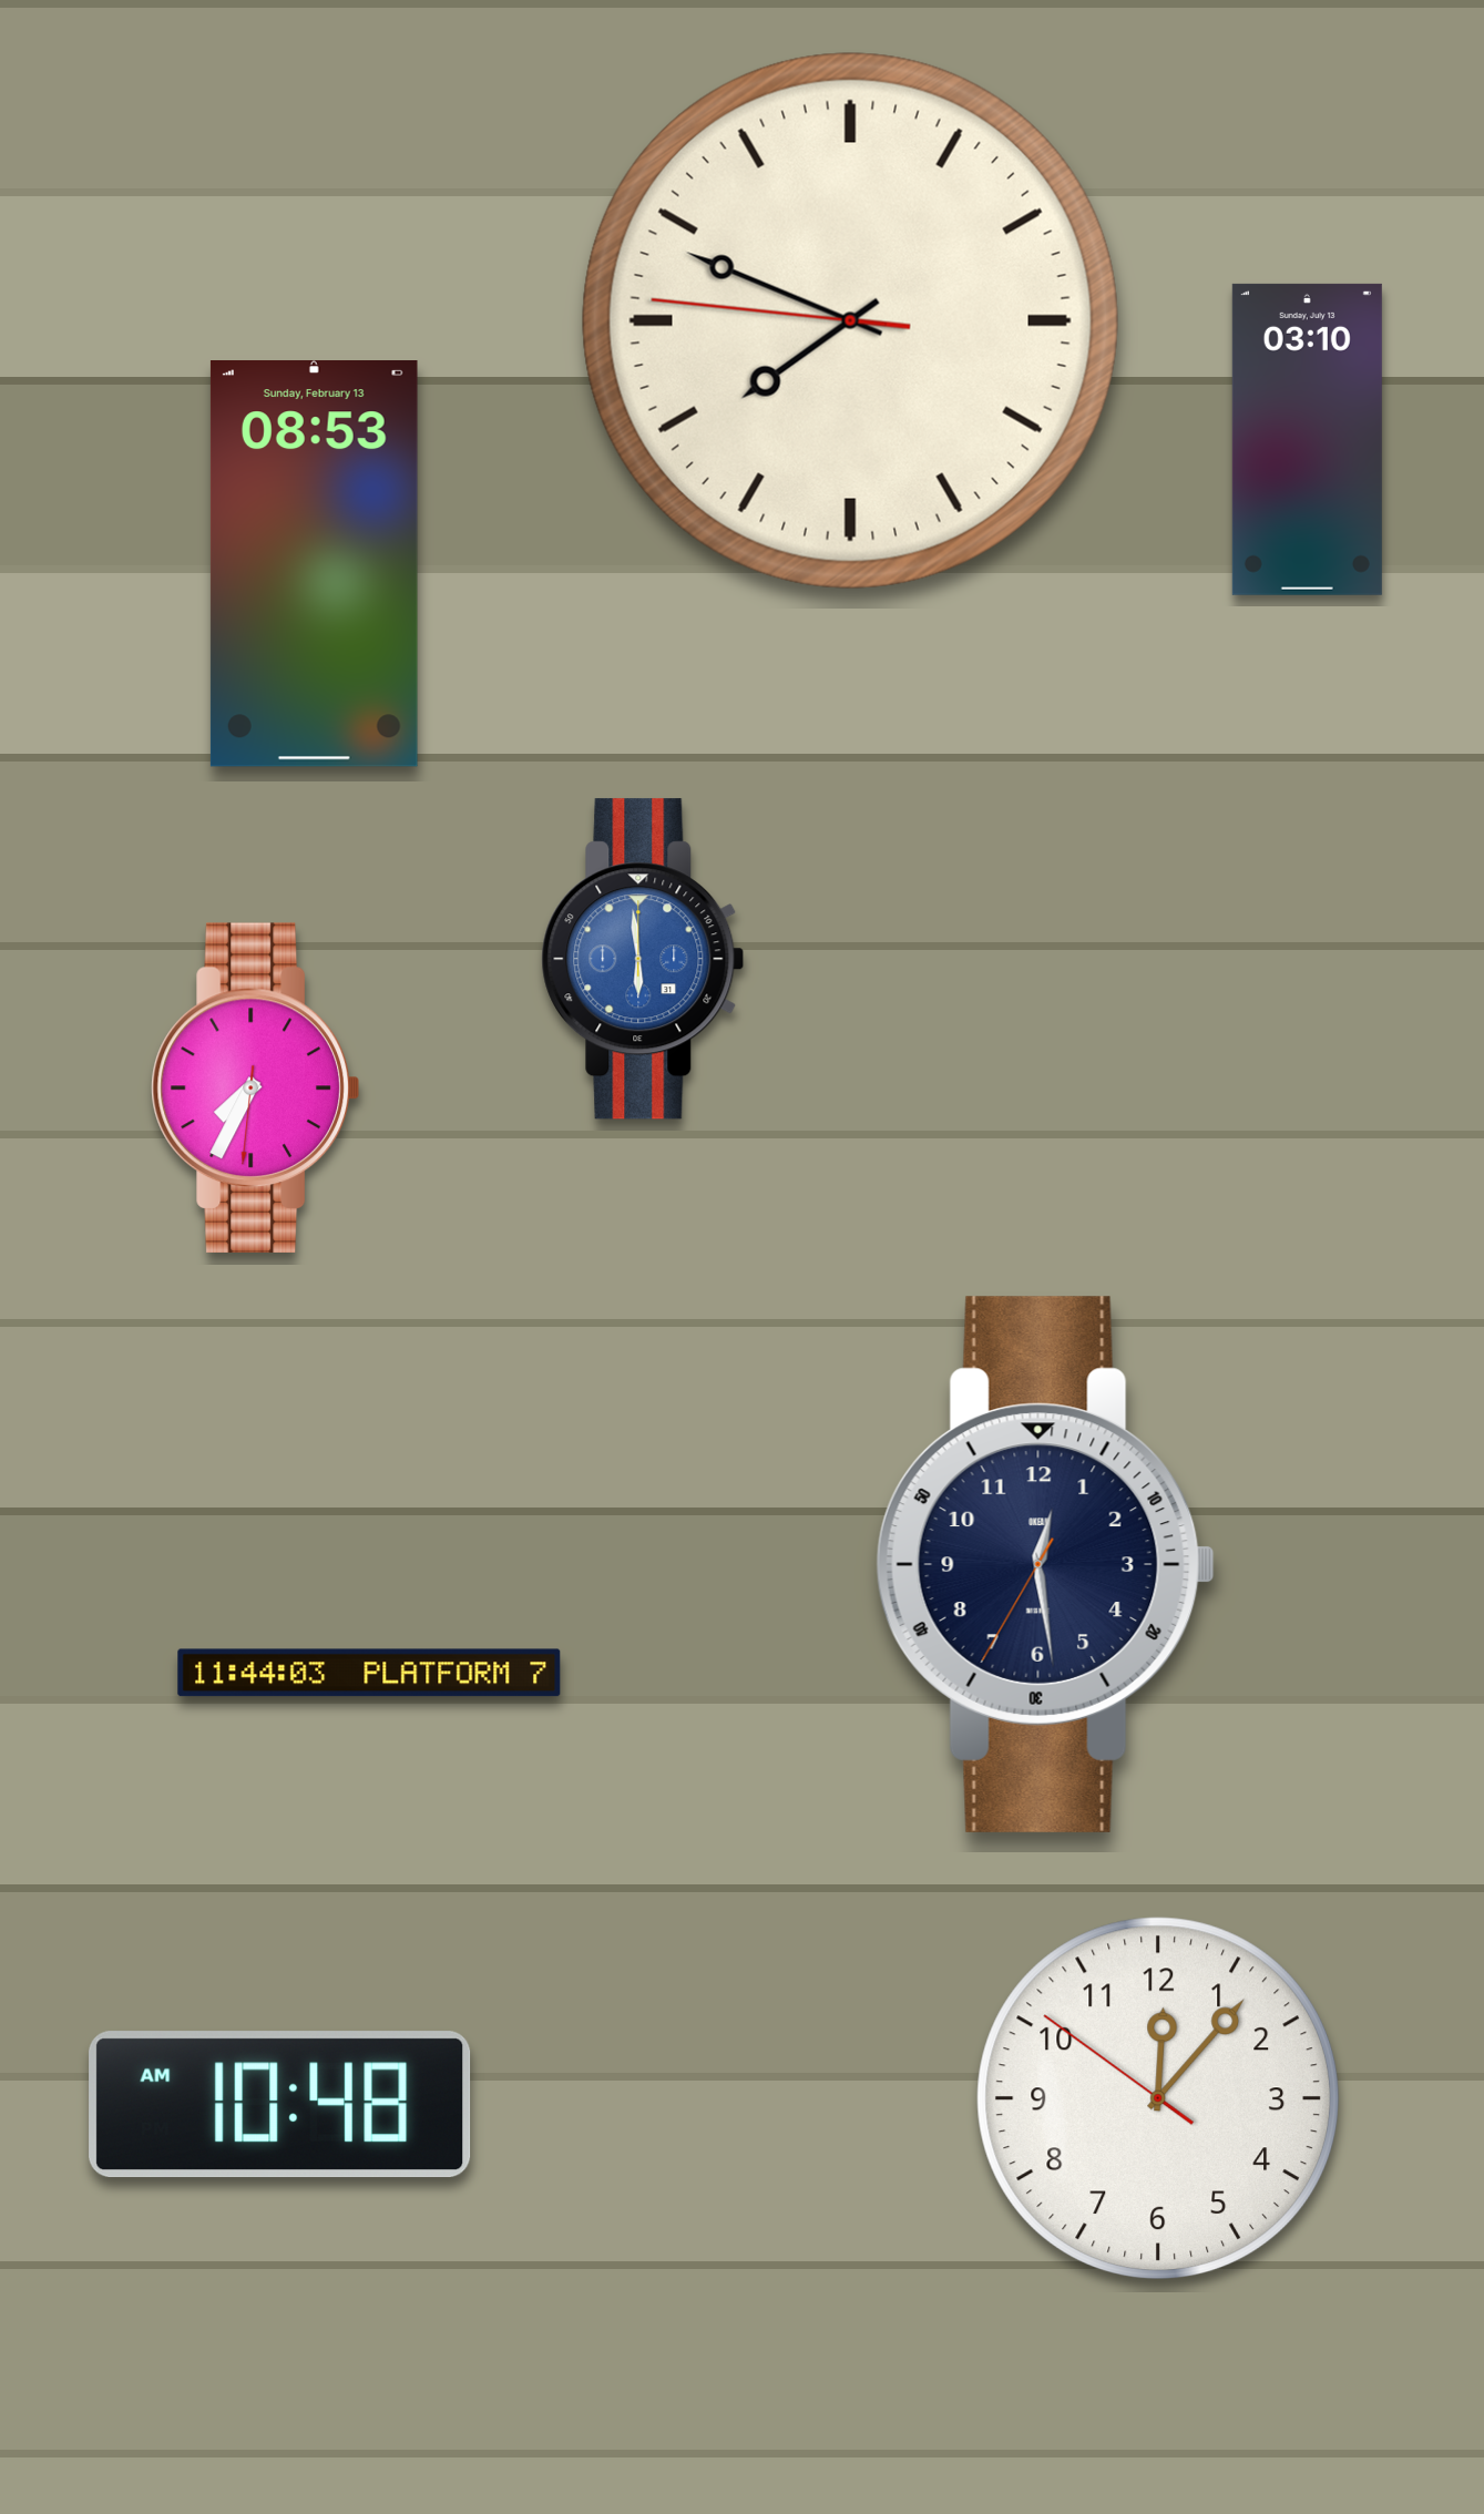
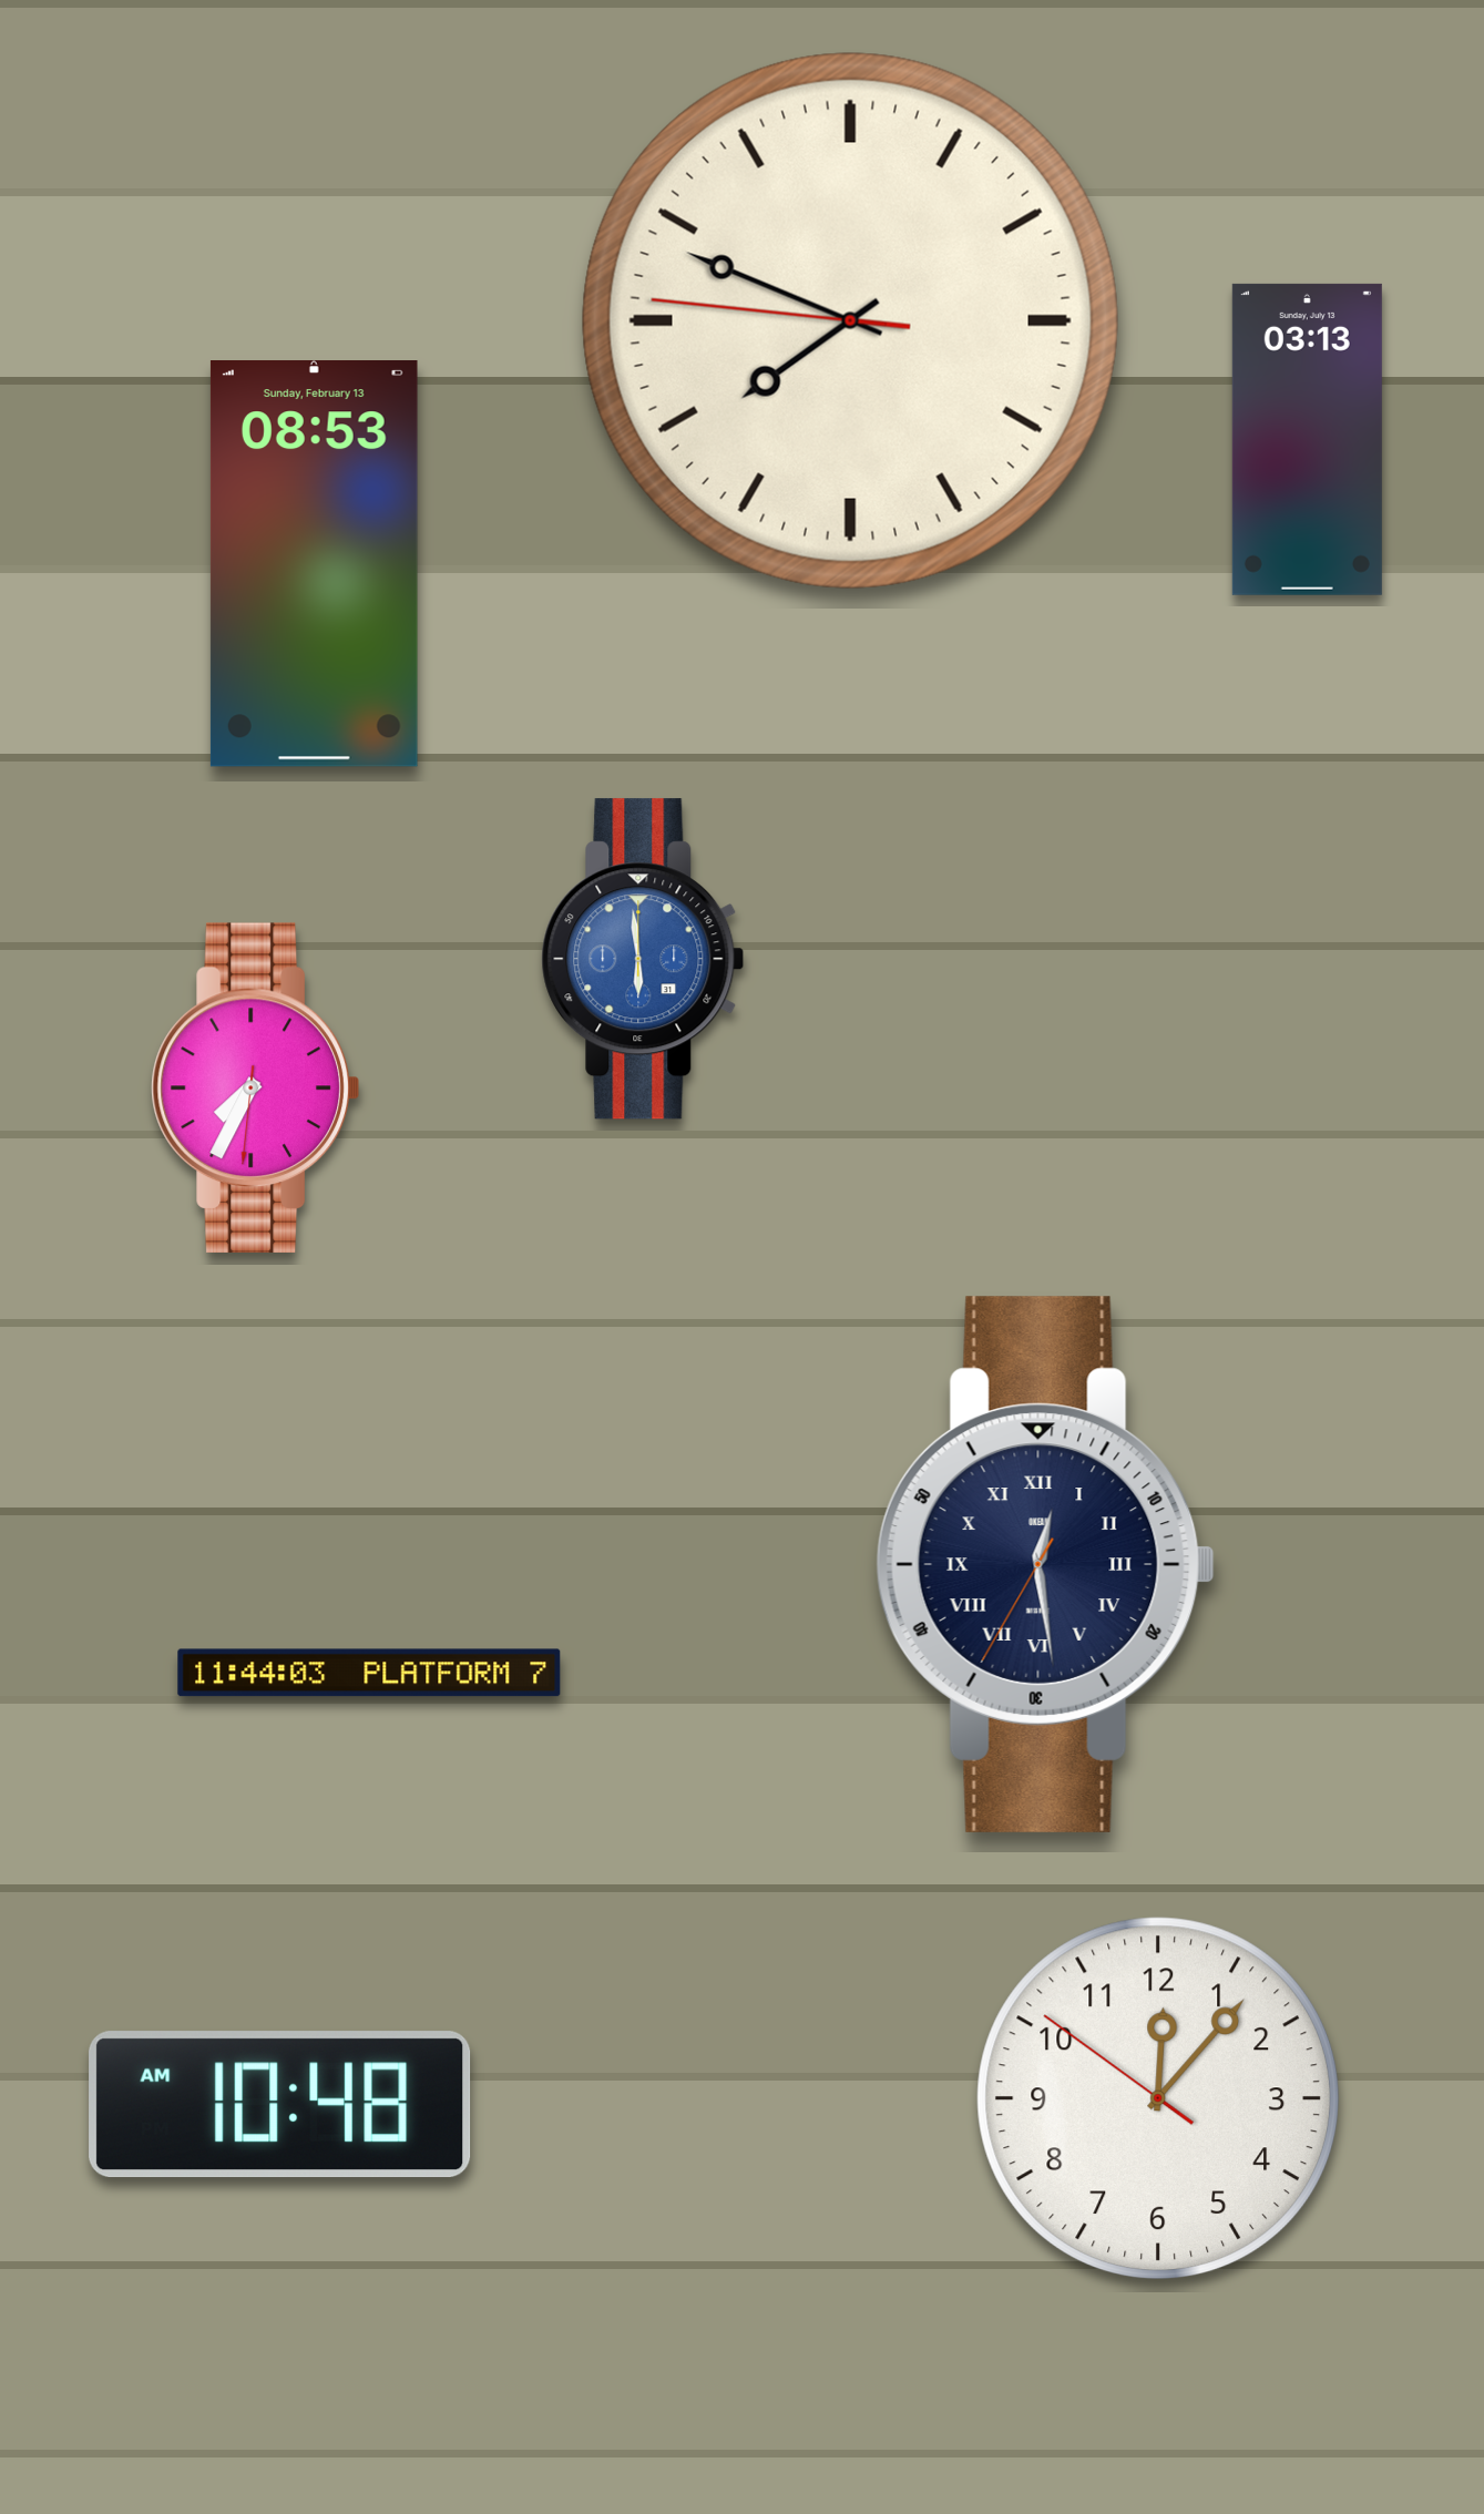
clock at (1307, 439): 03:10 -> 03:13
clock at (1045, 1564) numerals: Arabic -> Roman
